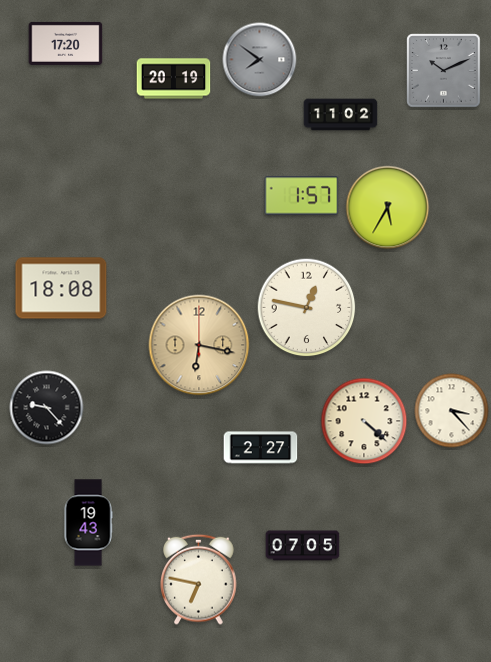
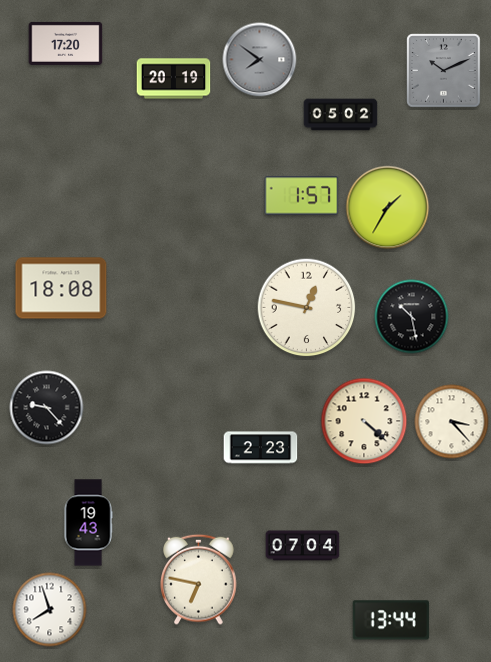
clock at (341, 115): 11:02 -> 05:02
clock at (388, 208): 5:35 -> 1:35
clock at (412, 317): none -> 10:28
clock at (199, 345): 6:17 -> none
clock at (452, 411) position: (452, 411) -> (452, 422)
clock at (261, 448): 2:27 -> 2:23
clock at (303, 546): 07:05 -> 07:04
clock at (50, 610): none -> 7:57
clock at (391, 620): none -> 13:44
